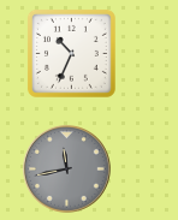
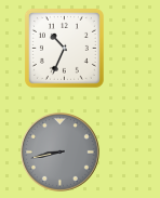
clock at (67, 170): 11:43 -> 8:43
